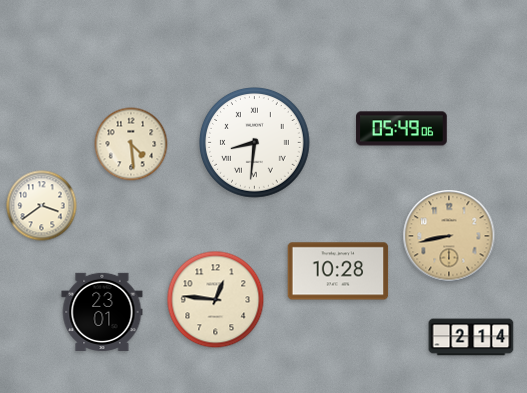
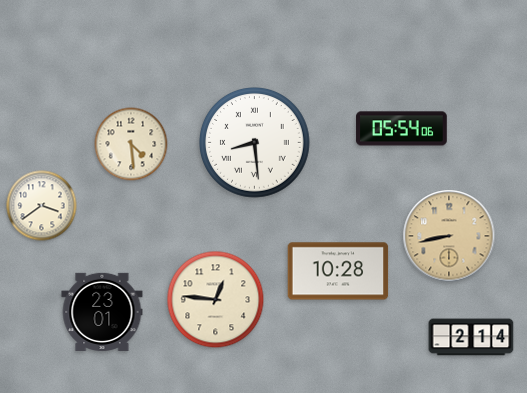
clock at (402, 129): 05:49 -> 05:54
clock at (255, 143): 8:31 -> 8:29
